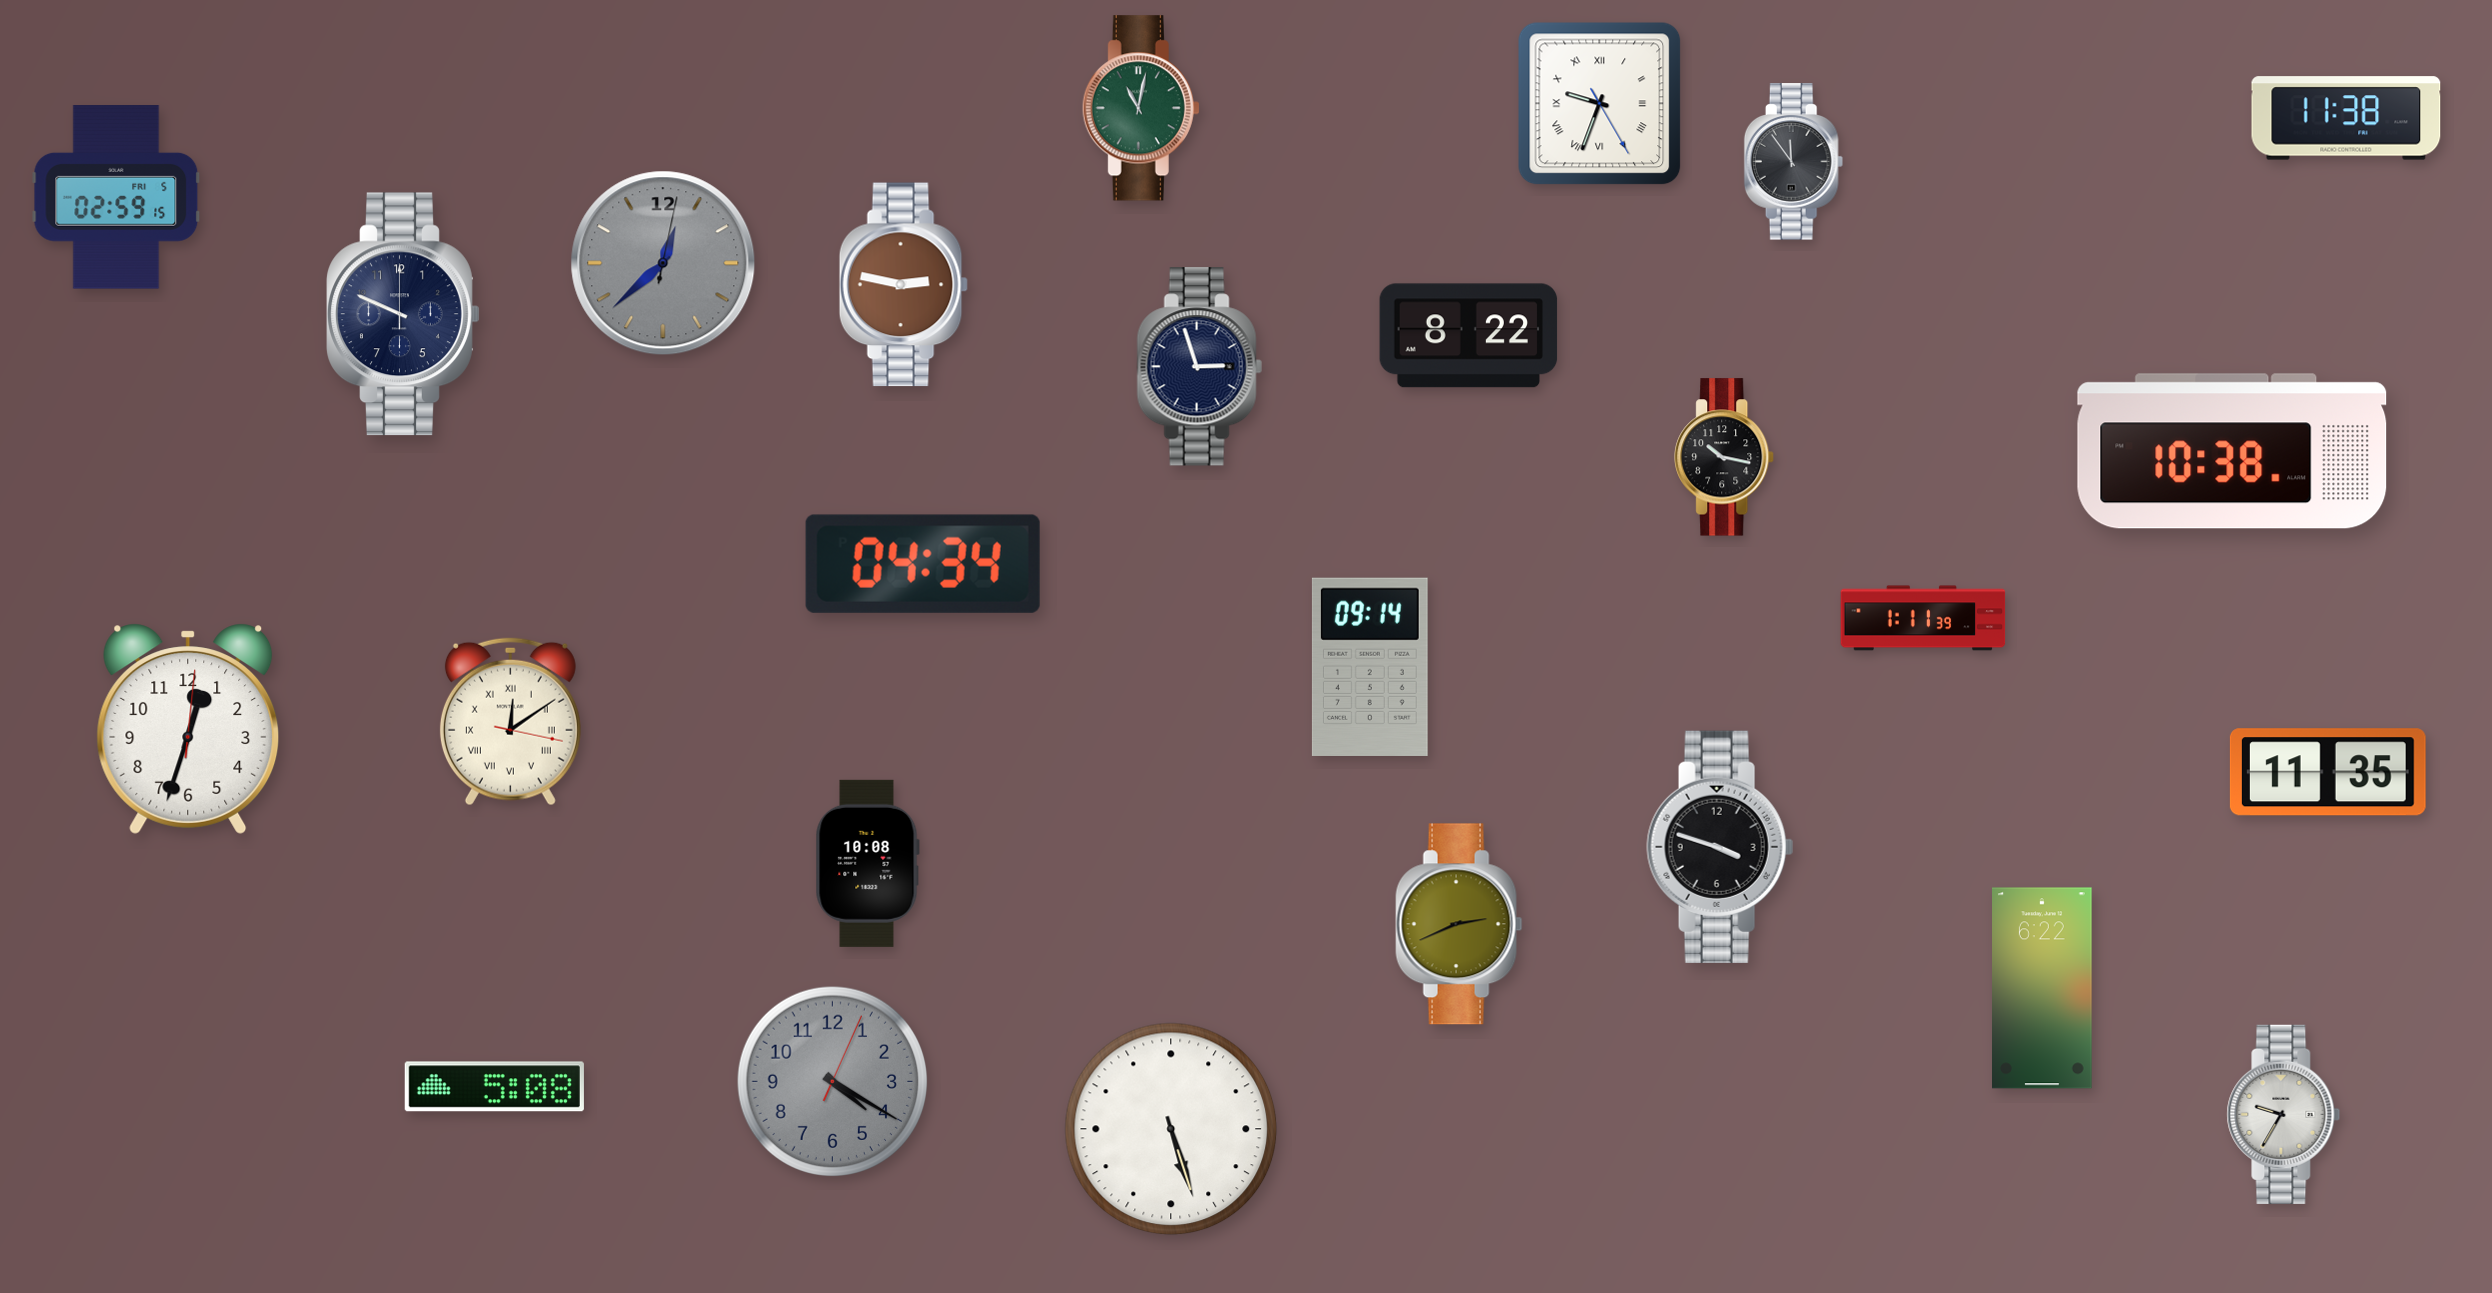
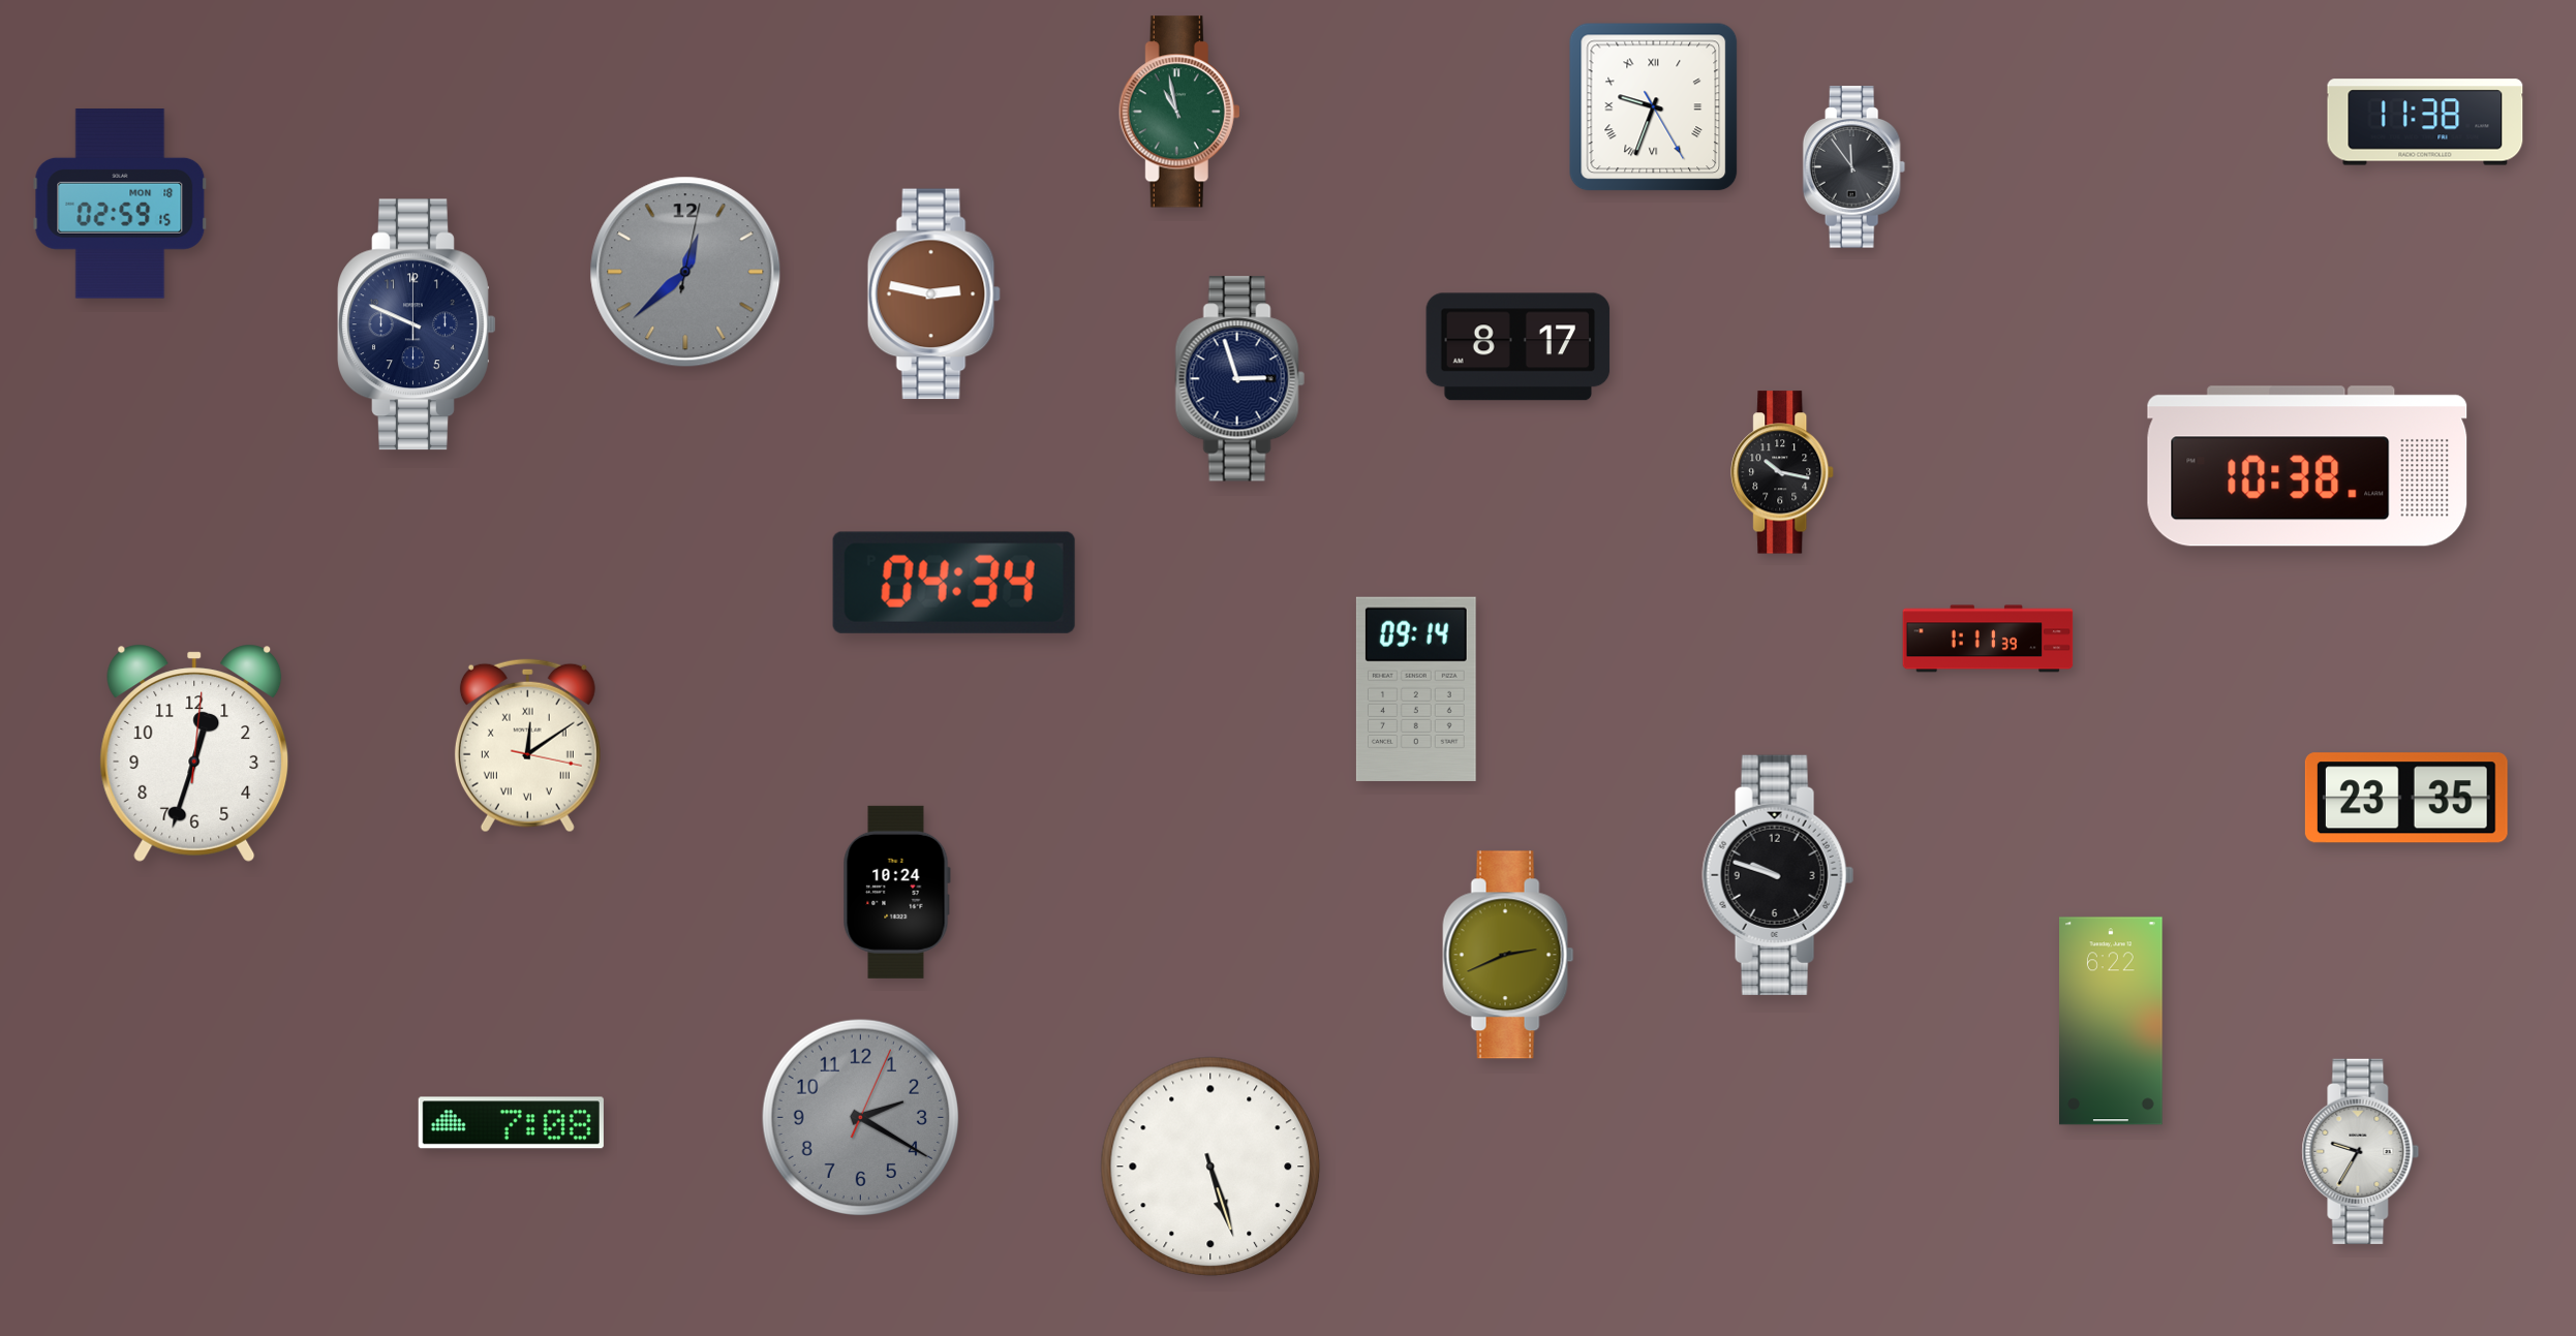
clock at (1141, 108): 11:02 -> 10:58
clock at (116, 197) date: FRI 5 -> MON 18
clock at (1469, 336): 8:22 -> 8:17
clock at (2328, 772): 11:35 -> 23:35
clock at (1720, 847): 3:48 -> 9:48
clock at (867, 863): 10:08 -> 10:24
clock at (833, 1082): 4:20 -> 2:20
clock at (494, 1087): 5:08 -> 7:08
